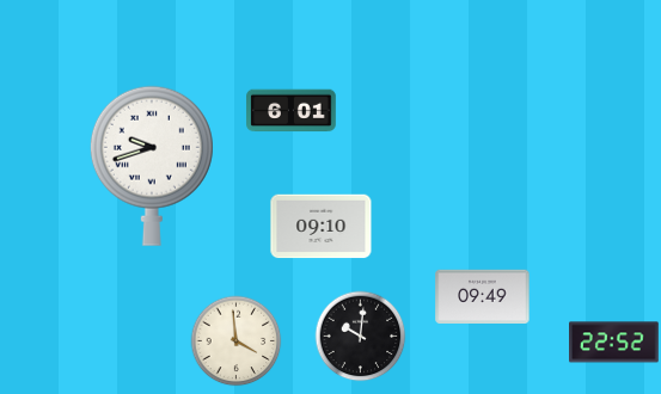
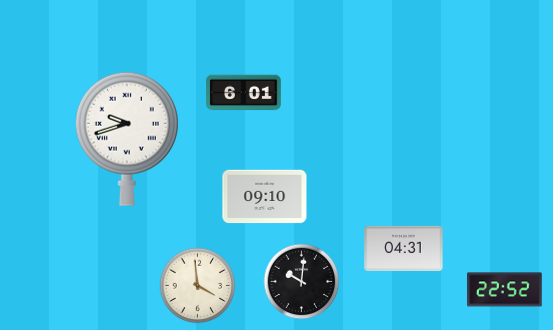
clock at (322, 227) position: (322, 227) -> (265, 197)
clock at (483, 296): 09:49 -> 04:31
clock at (614, 343) position: (614, 343) -> (505, 290)
